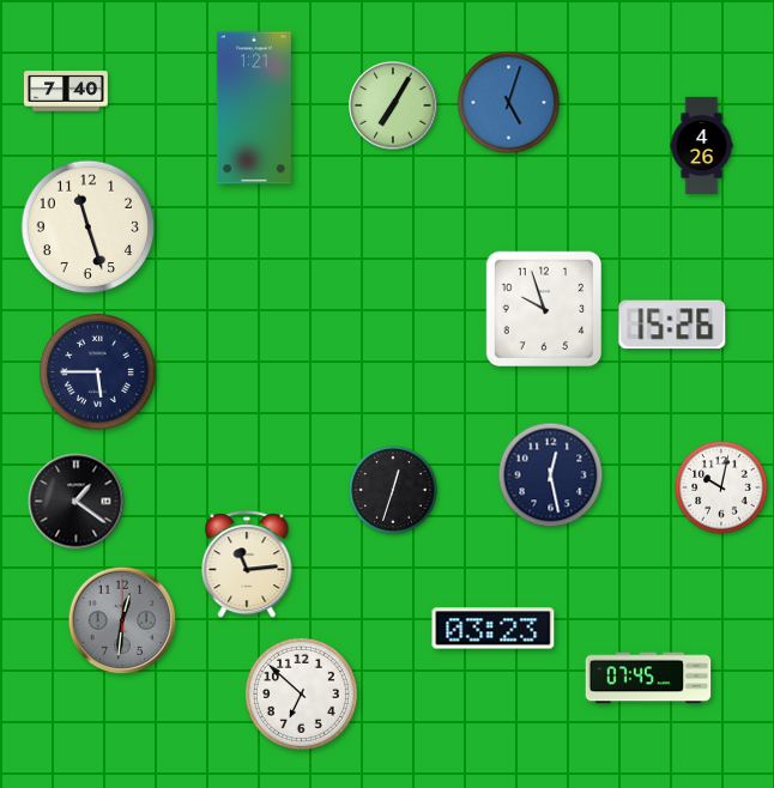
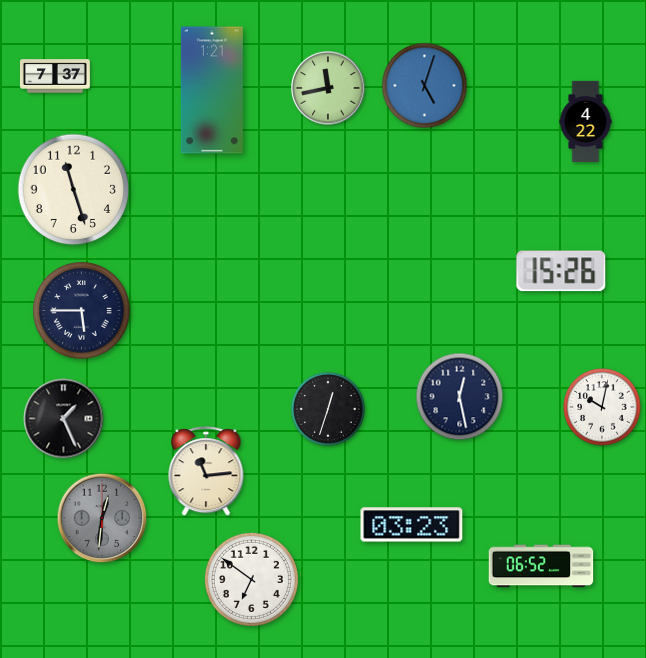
clock at (66, 91): 7:40 -> 7:37
clock at (393, 105): 7:05 -> 11:43
clock at (702, 145): 4:26 -> 4:22
clock at (544, 309): 9:57 -> none
clock at (77, 502): 1:21 -> 1:26
clock at (648, 678): 07:45 -> 06:52
clock at (301, 693): 6:52 -> 6:51
